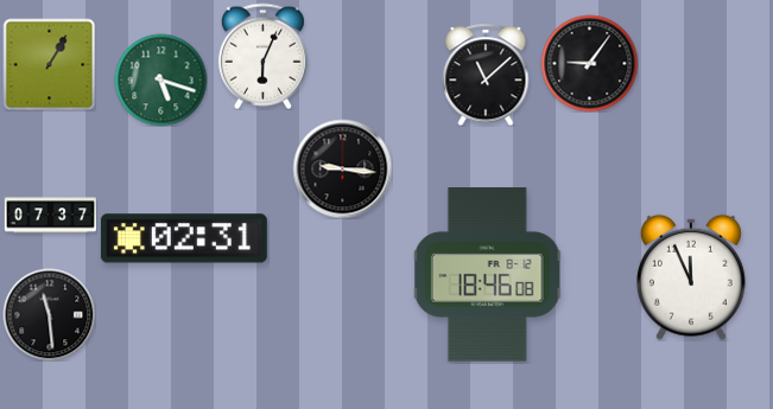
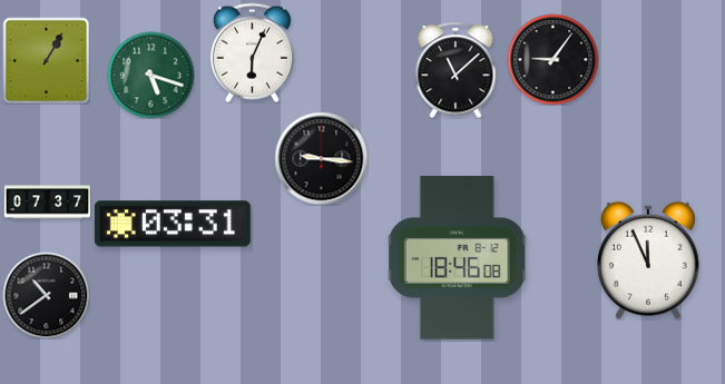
clock at (262, 56) position: (262, 56) -> (252, 52)
clock at (184, 238): 02:31 -> 03:31
clock at (49, 314): 11:29 -> 10:39
